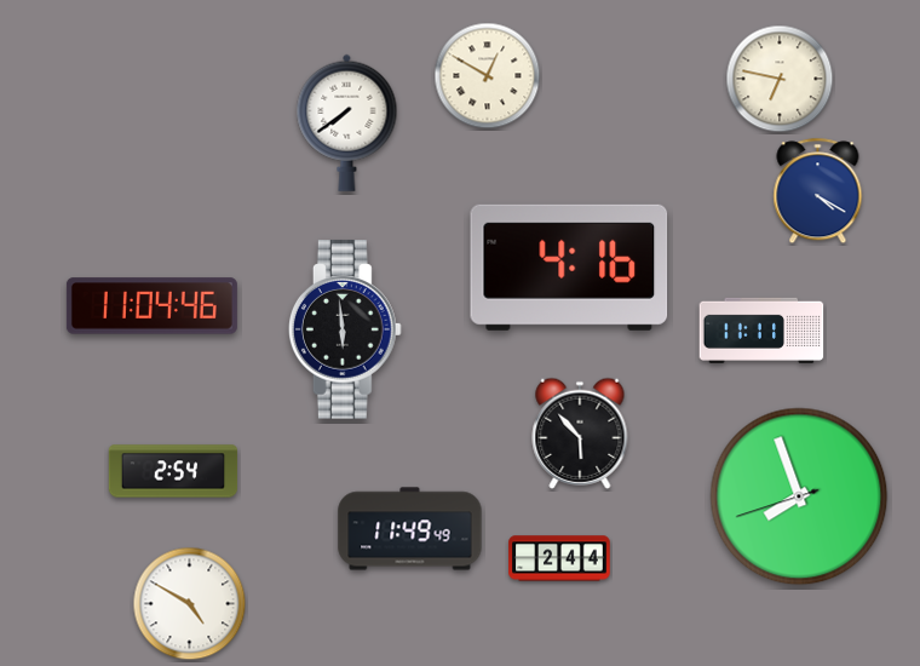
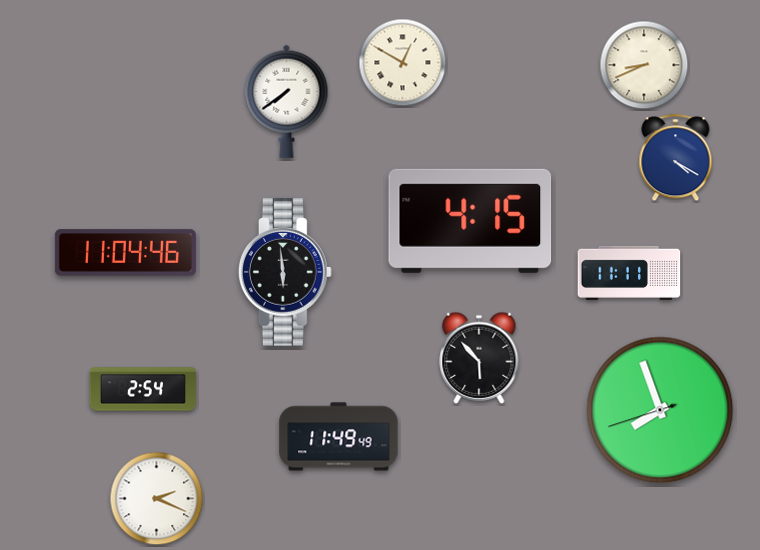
clock at (780, 79): 6:47 -> 8:41
clock at (569, 268): 4:16 -> 4:15
clock at (559, 558): 2:44 -> none
clock at (190, 604): 4:50 -> 2:19
